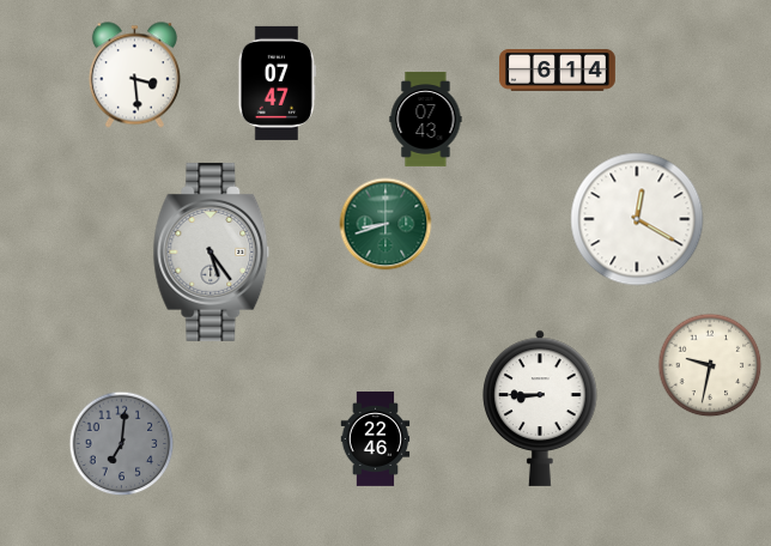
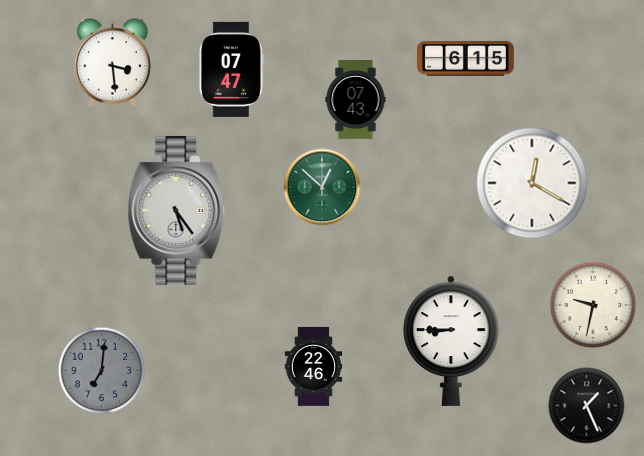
clock at (558, 71): 6:14 -> 6:15
clock at (385, 224): 8:42 -> 12:52
clock at (587, 406): none -> 1:26
